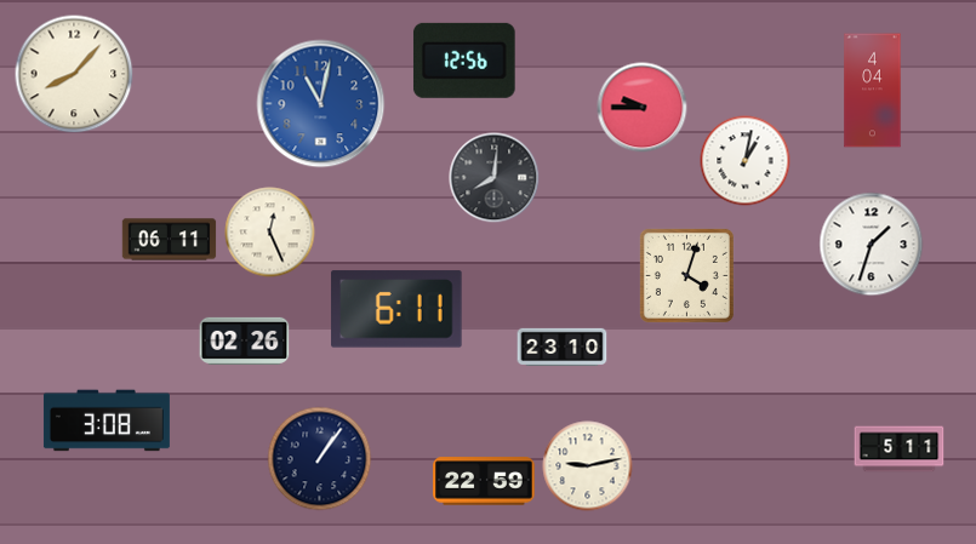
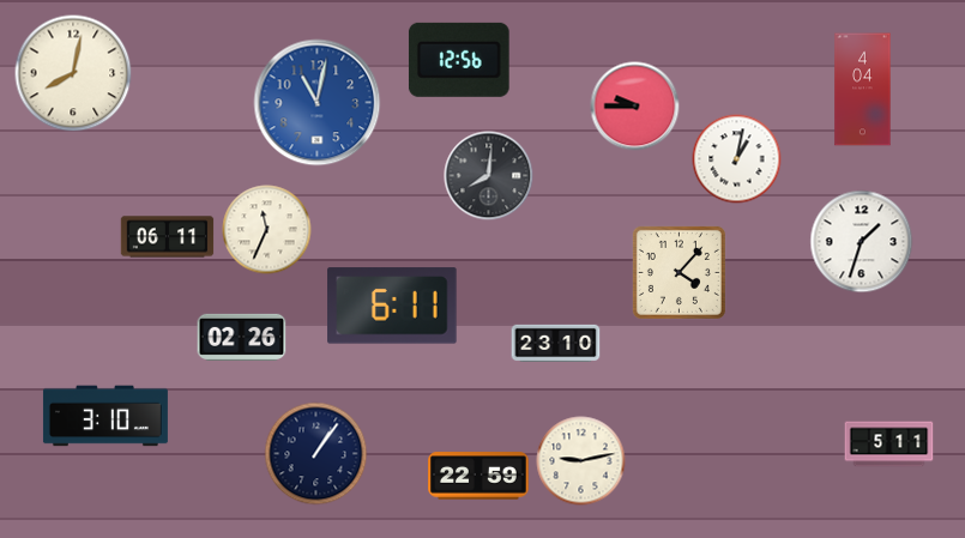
clock at (74, 74): 8:07 -> 8:02
clock at (270, 233): 12:26 -> 11:34
clock at (686, 275): 4:03 -> 4:07
clock at (107, 420): 3:08 -> 3:10
